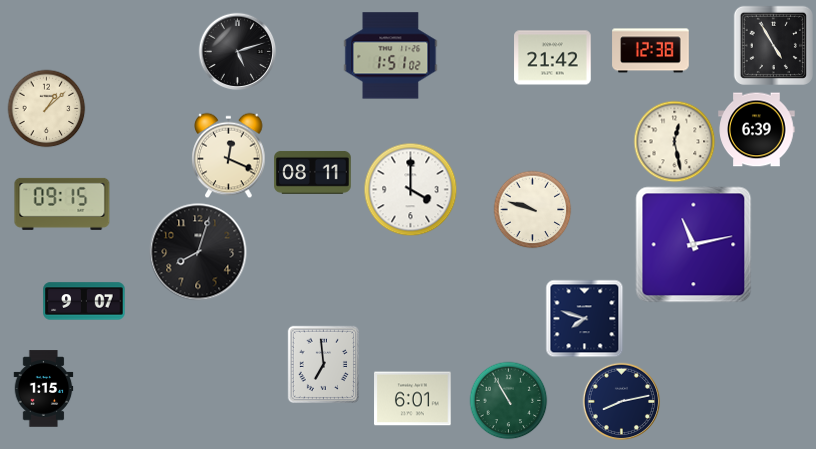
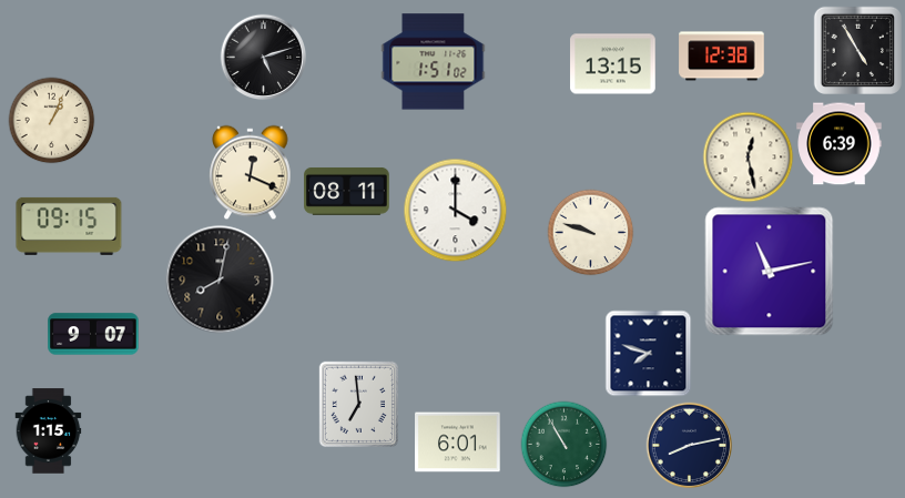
clock at (553, 58): 21:42 -> 13:15
clock at (46, 108): 1:08 -> 1:04
clock at (229, 155) position: (229, 155) -> (251, 172)
clock at (198, 252): 8:03 -> 8:02
